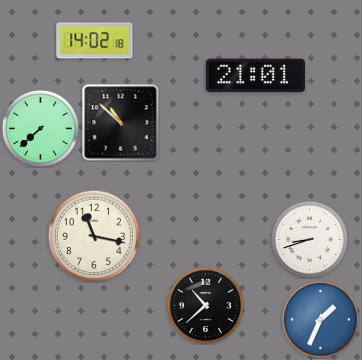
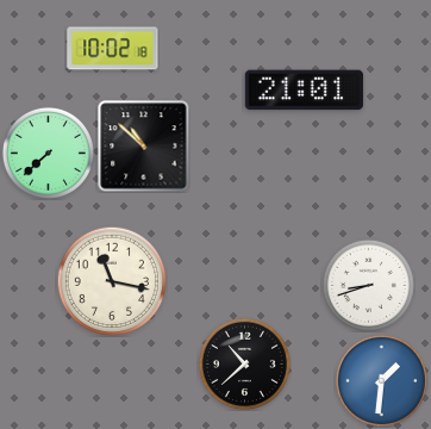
clock at (95, 41): 14:02 -> 10:02
clock at (320, 319): 1:34 -> 1:31
